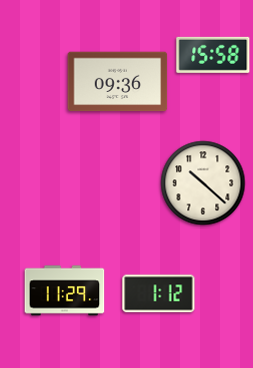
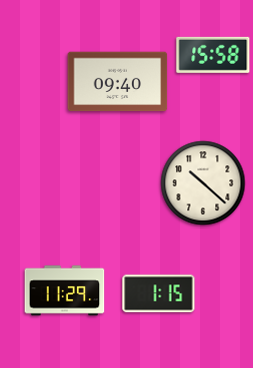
clock at (118, 82): 09:36 -> 09:40
clock at (159, 294): 1:12 -> 1:15
